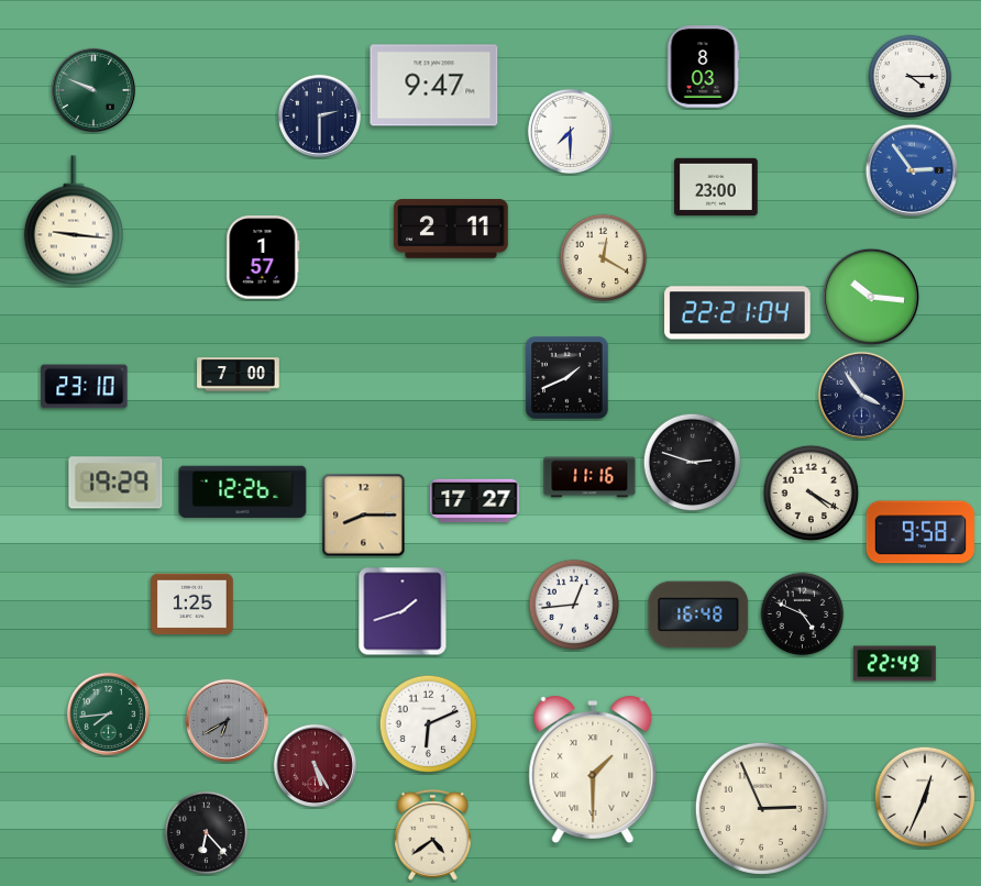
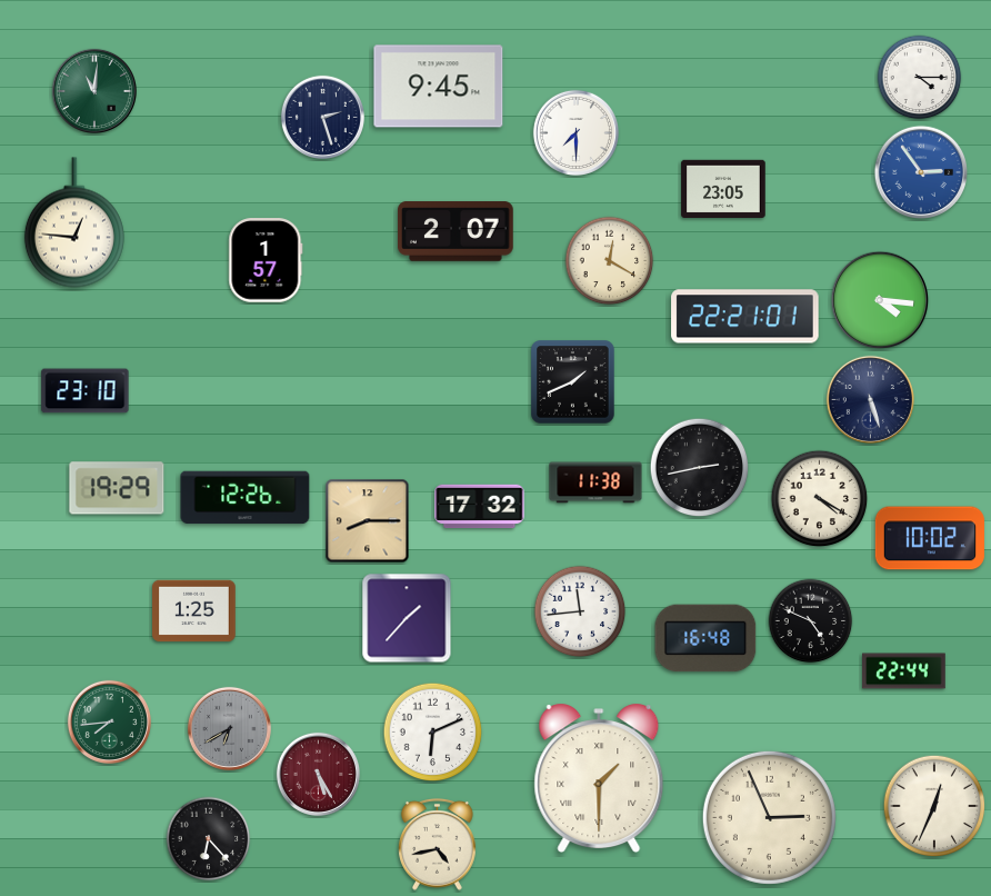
clock at (703, 67): 8:03 -> none
clock at (434, 86): 9:47 -> 9:45
clock at (93, 90): 9:49 -> 11:01
clock at (319, 115): 2:30 -> 2:27
clock at (716, 187): 23:00 -> 23:05
clock at (74, 220): 9:16 -> 12:46
clock at (451, 229): 2:11 -> 2:07
clock at (871, 297): 10:16 -> 4:16
clock at (738, 313): 22:21:04 -> 22:21:01
clock at (239, 375): 7:00 -> none
clock at (861, 395): 3:54 -> 5:27
clock at (693, 463): 2:48 -> 2:43
clock at (589, 477): 11:16 -> 11:38
clock at (475, 501): 17:27 -> 17:32
clock at (921, 532): 9:58 -> 10:02
clock at (574, 605): 12:44 -> 11:44
clock at (403, 611): 1:42 -> 1:37
clock at (698, 614) position: (698, 614) -> (705, 638)
clock at (895, 664): 22:49 -> 22:44
clock at (207, 833) position: (207, 833) -> (209, 839)
clock at (433, 834): 4:39 -> 4:43
